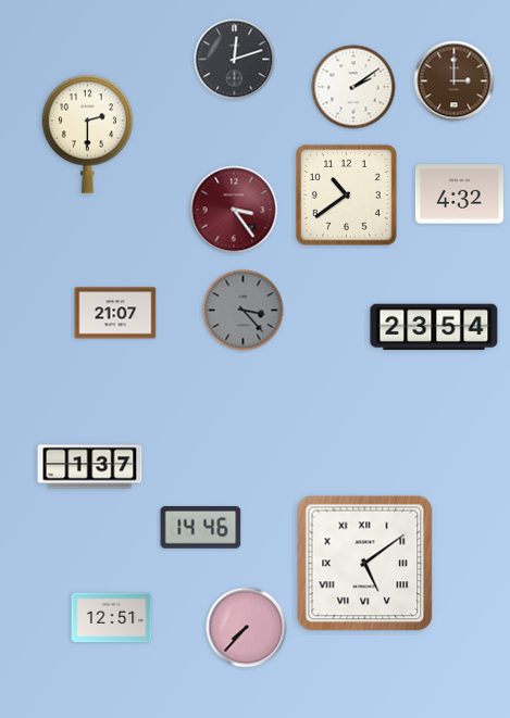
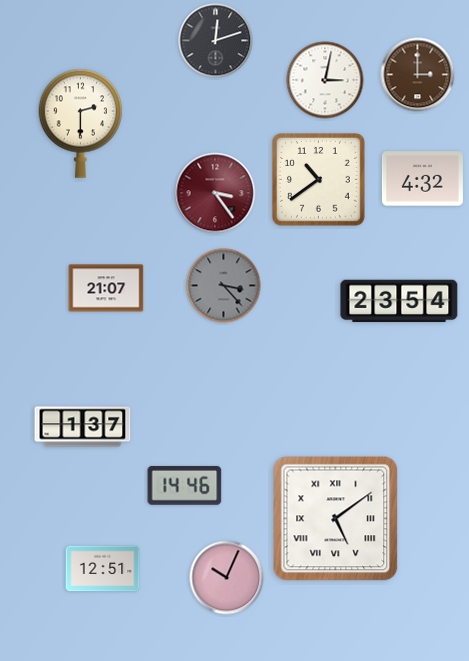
clock at (235, 60) position: (235, 60) -> (216, 41)
clock at (353, 87): 2:09 -> 3:02
clock at (90, 467) position: (90, 467) -> (83, 427)
clock at (247, 628): 7:37 -> 10:04
